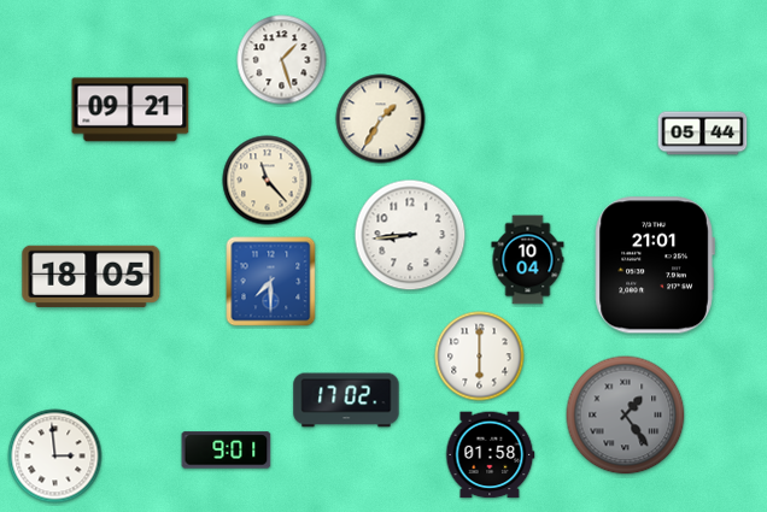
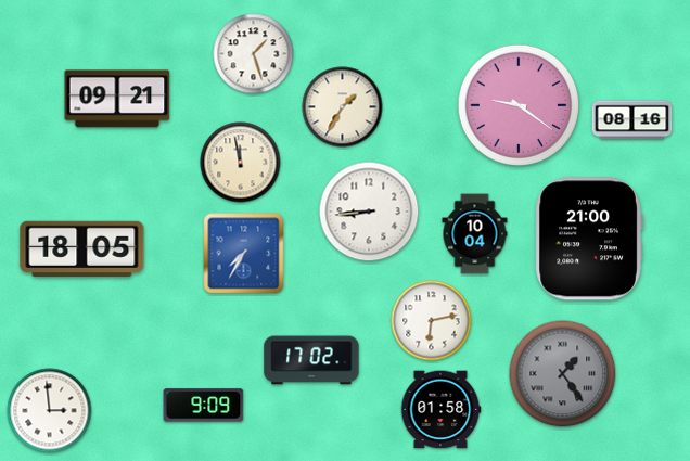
clock at (517, 104): none -> 9:21
clock at (703, 134): 05:44 -> 08:16
clock at (268, 181): 11:23 -> 11:58
clock at (655, 265): 21:01 -> 21:00
clock at (271, 282): 7:30 -> 7:35
clock at (480, 357): 6:00 -> 6:13
clock at (227, 451): 9:01 -> 9:09
